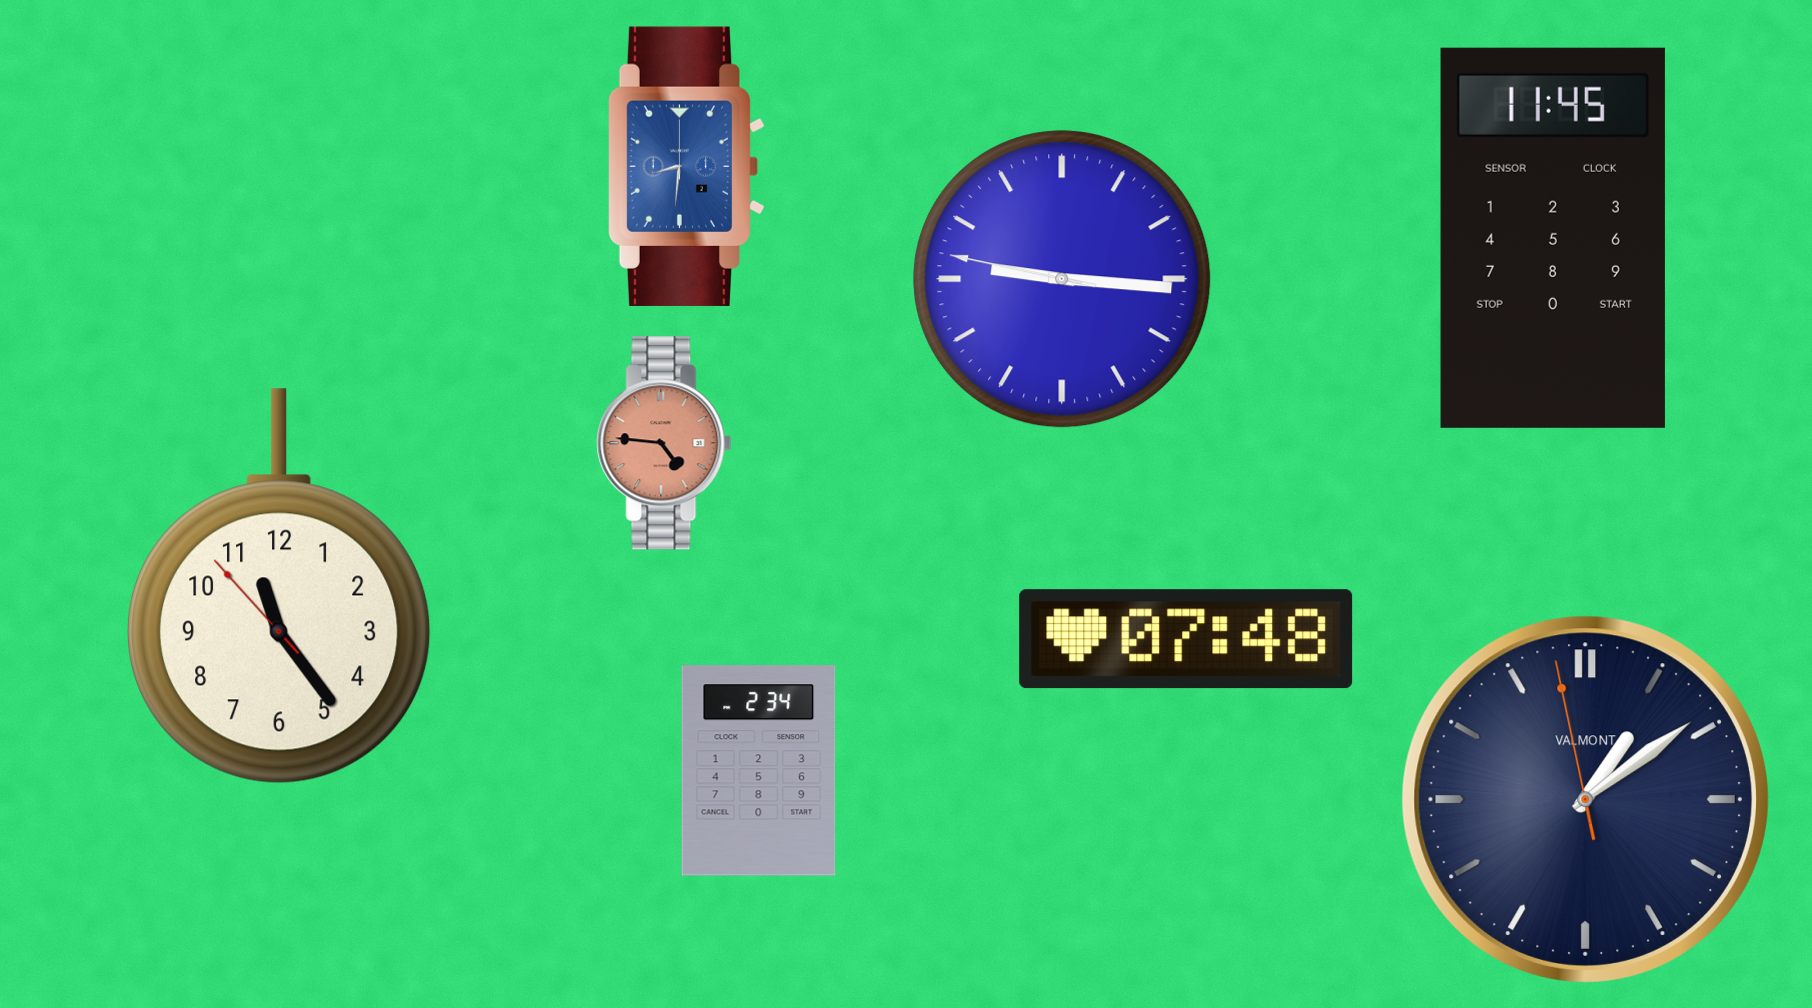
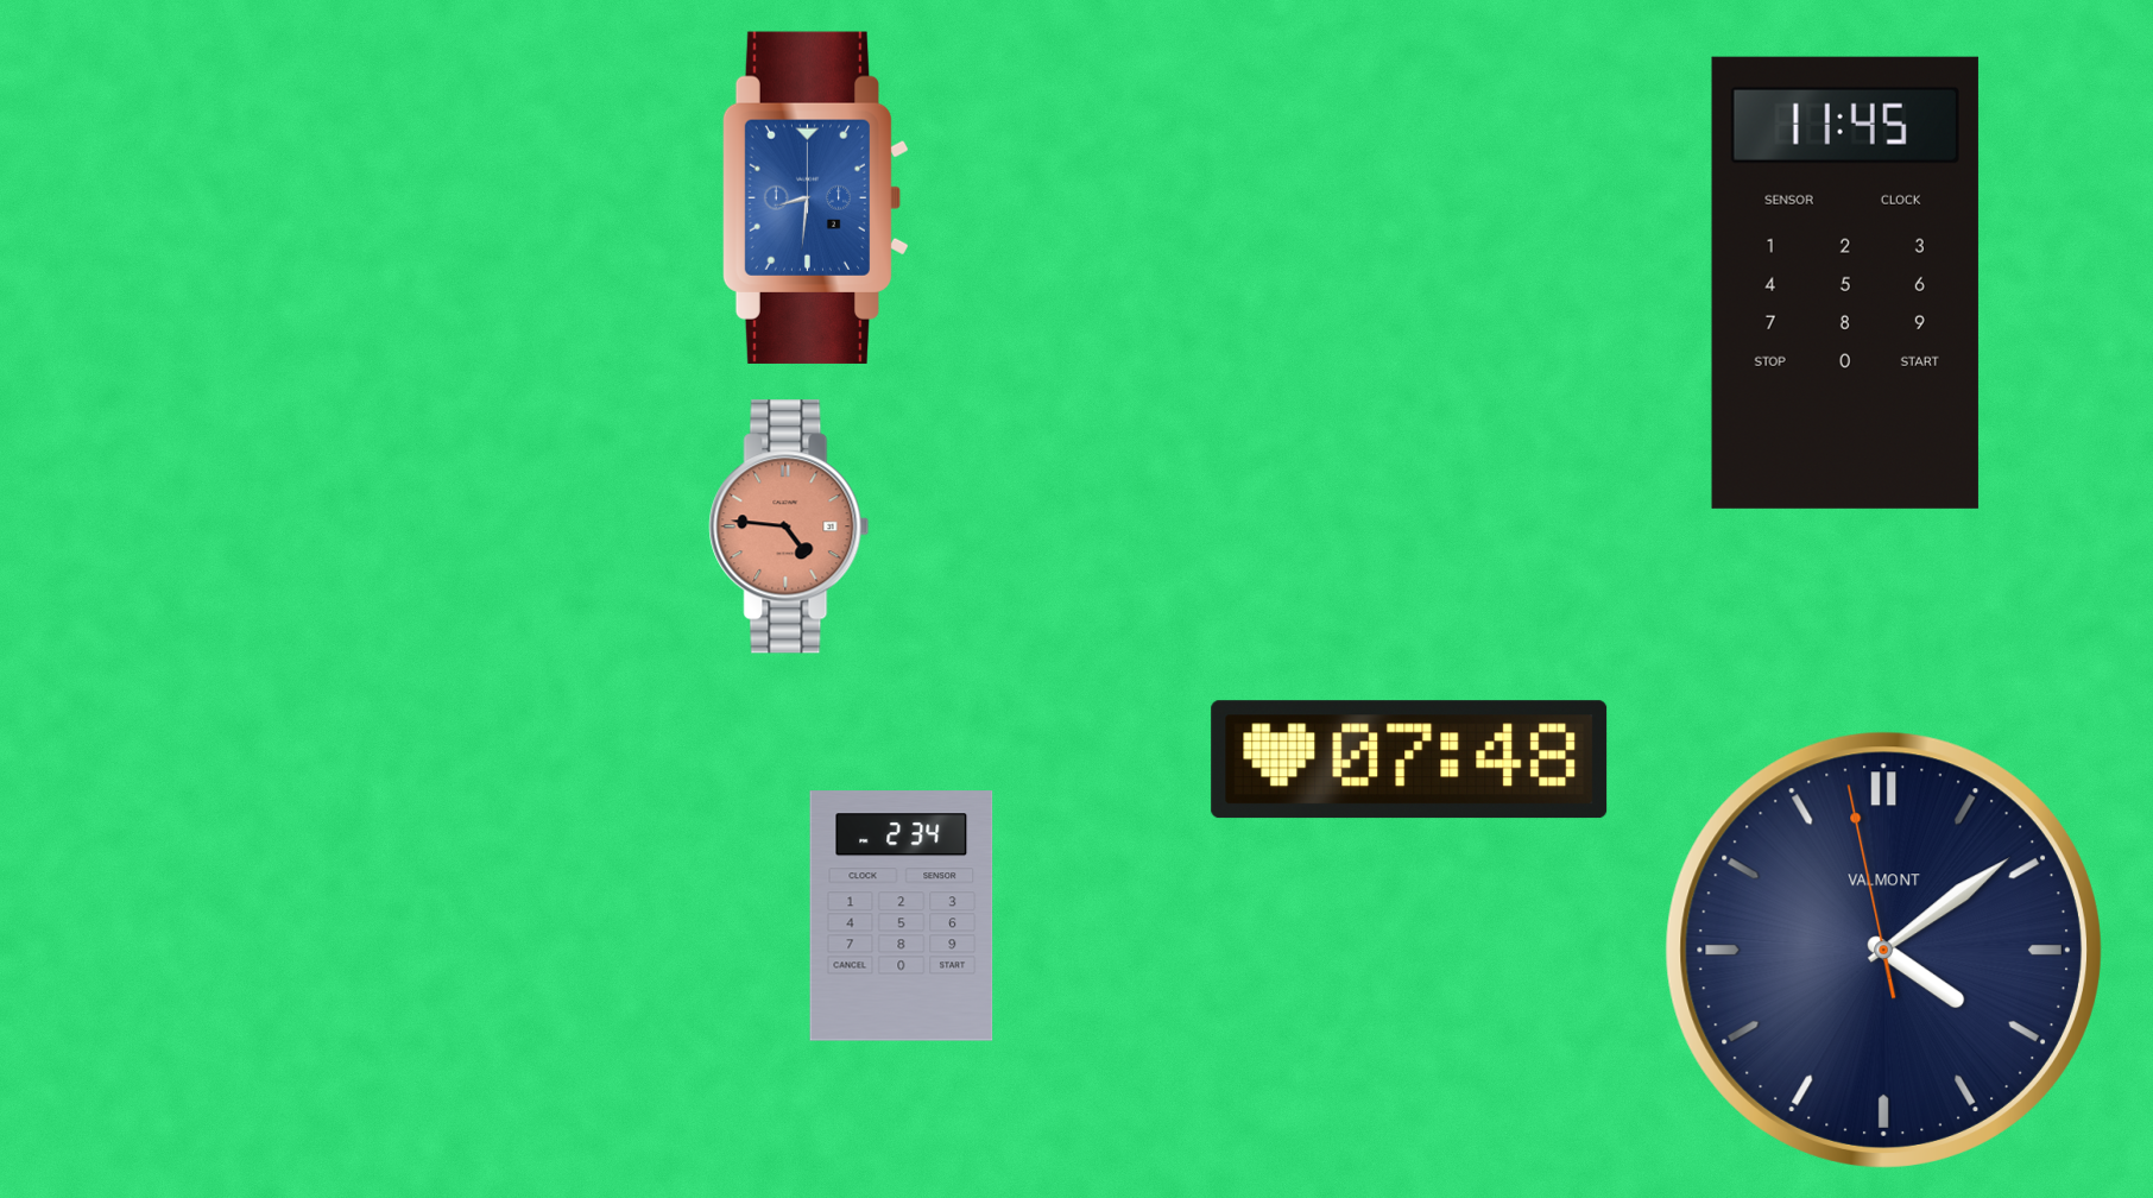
clock at (1062, 279): 9:15 -> none
clock at (279, 586): 11:23 -> none
clock at (1585, 799): 1:08 -> 4:08
